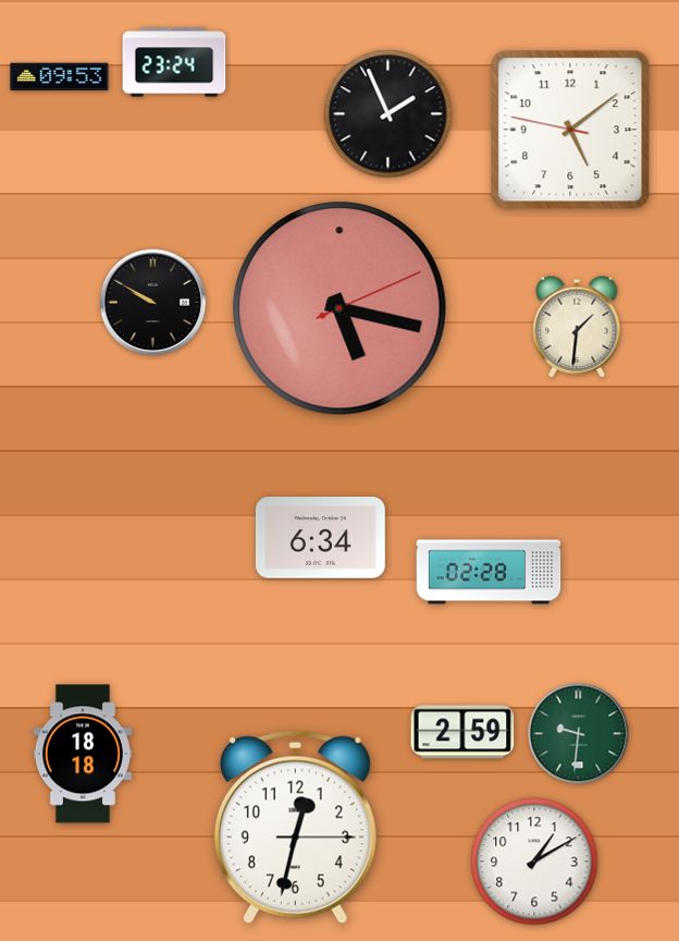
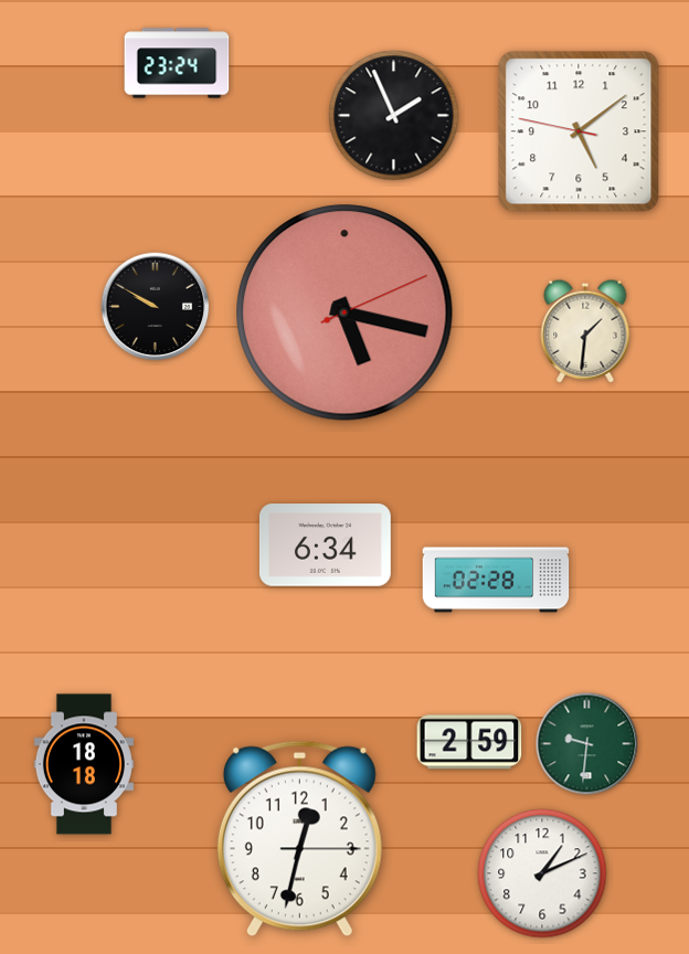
clock at (60, 77): 09:53 -> none
clock at (534, 861): 1:10 -> 1:11
